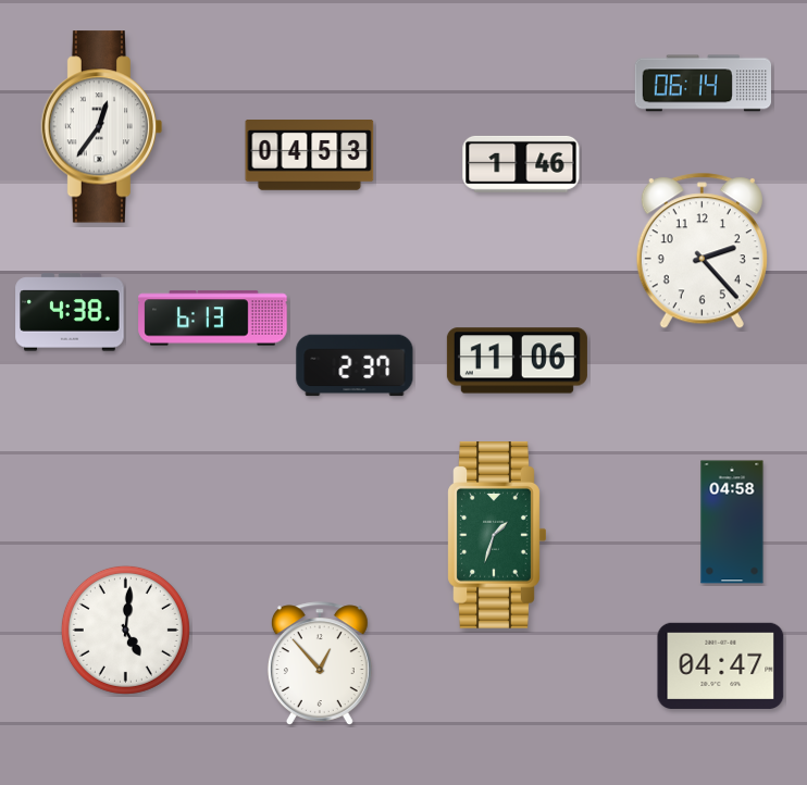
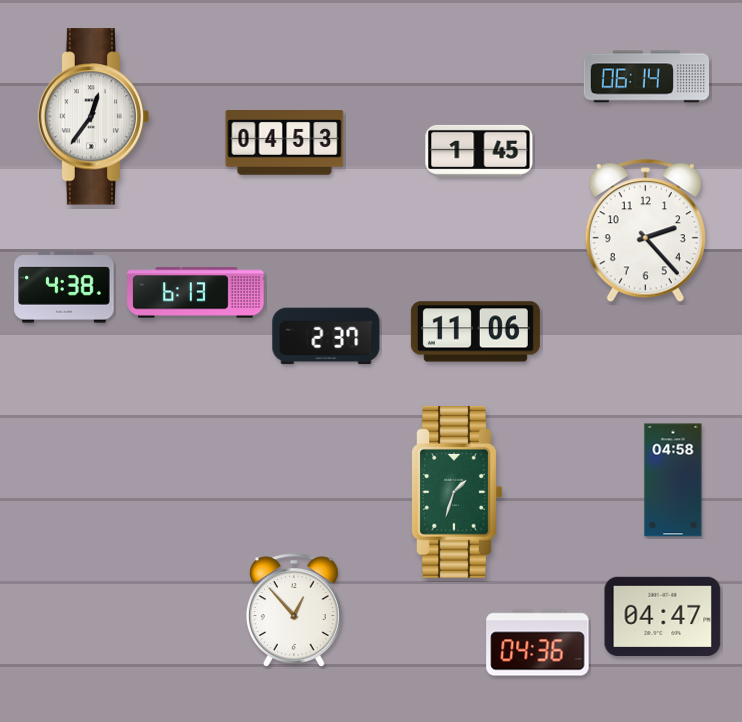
clock at (521, 164): 1:46 -> 1:45
clock at (125, 630): 5:01 -> none
clock at (721, 665) position: (721, 665) -> (663, 616)
clock at (538, 643): none -> 04:36
